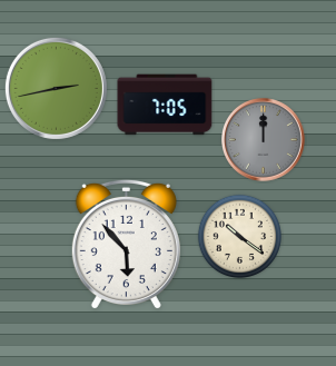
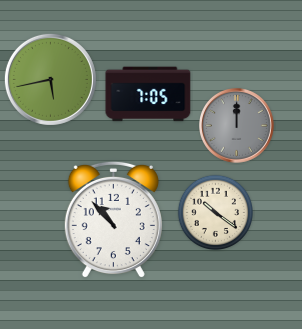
clock at (56, 88): 2:43 -> 5:43
clock at (126, 245): 5:53 -> 10:53
